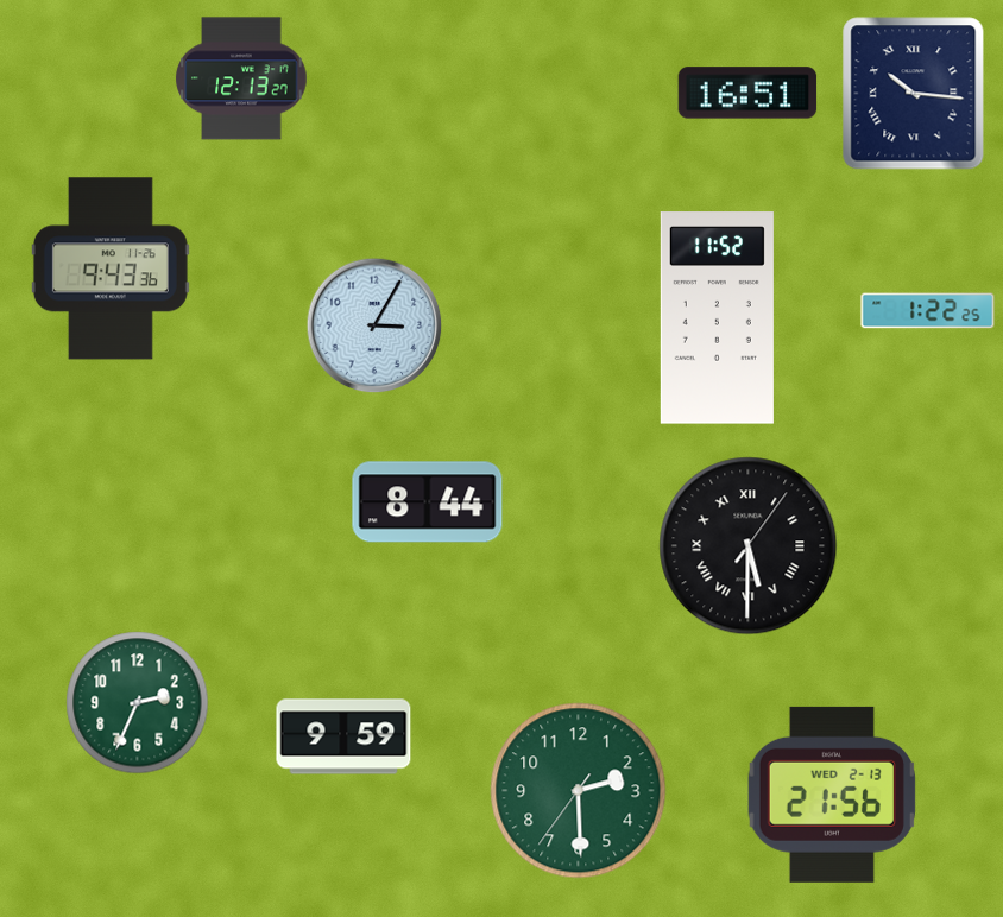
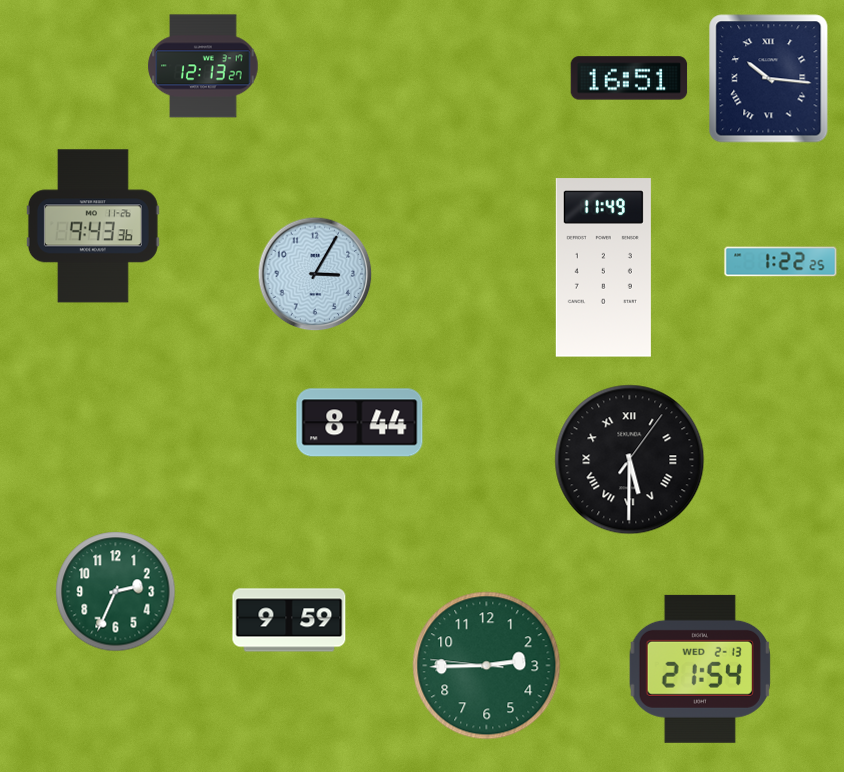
clock at (717, 318): 11:52 -> 11:49
clock at (579, 791): 2:29 -> 2:44
clock at (832, 795): 21:56 -> 21:54
